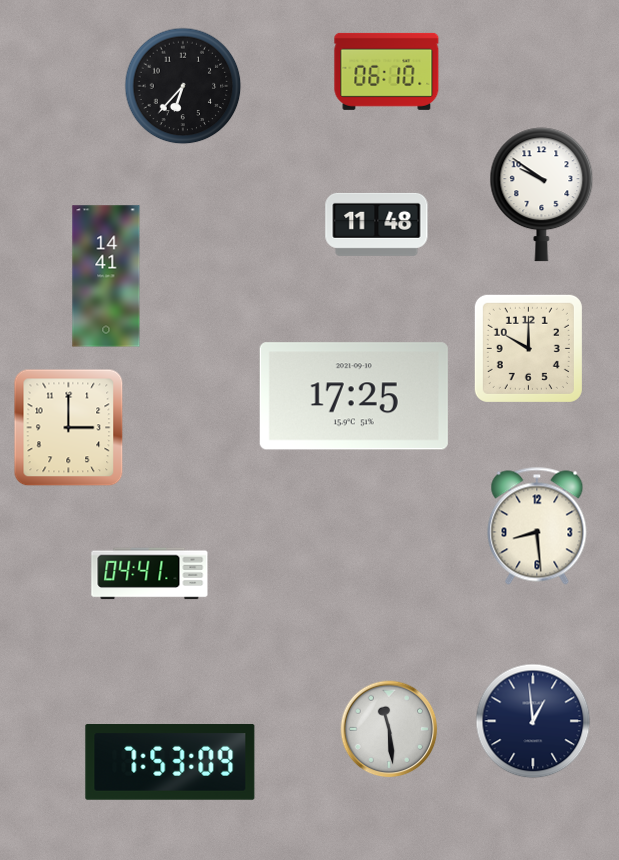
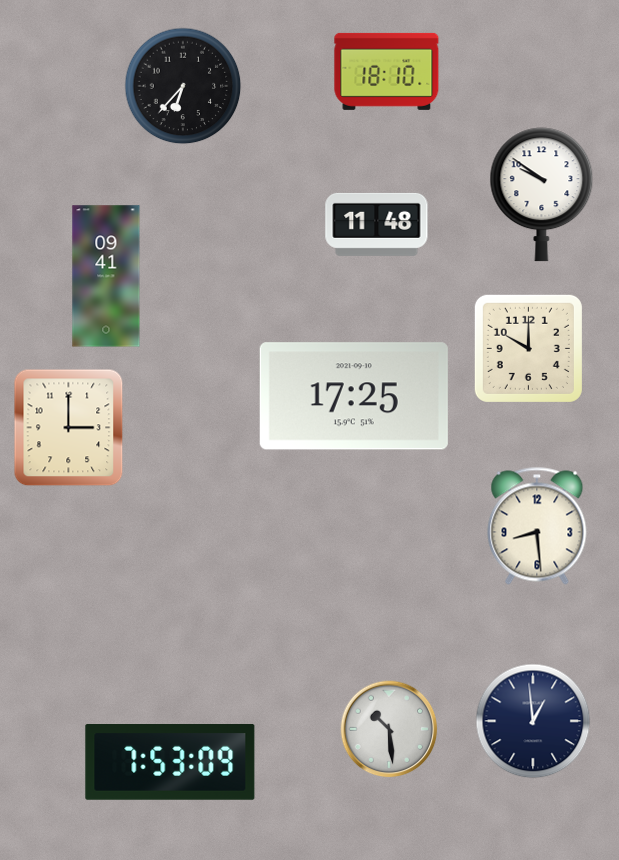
clock at (387, 71): 06:10 -> 18:10
clock at (106, 276): 14:41 -> 09:41
clock at (150, 574): 04:41 -> none
clock at (389, 729): 11:29 -> 10:29
